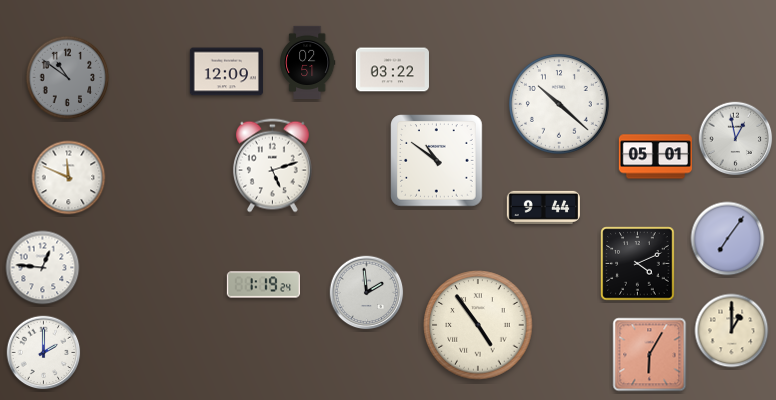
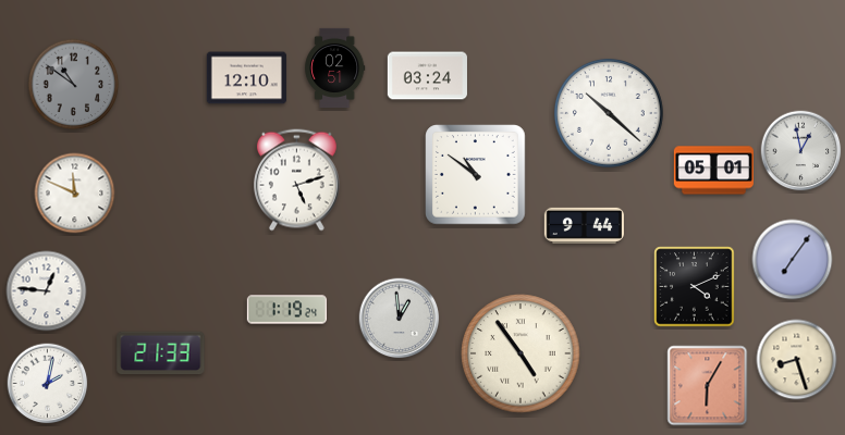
clock at (392, 70): 03:22 -> 03:24
clock at (226, 72): 12:09 -> 12:10
clock at (543, 207) position: (543, 207) -> (584, 225)
clock at (367, 293): 1:59 -> 12:59
clock at (161, 353): none -> 21:33
clock at (732, 331): 1:00 -> 8:27
clock at (44, 353): 2:00 -> 2:02
